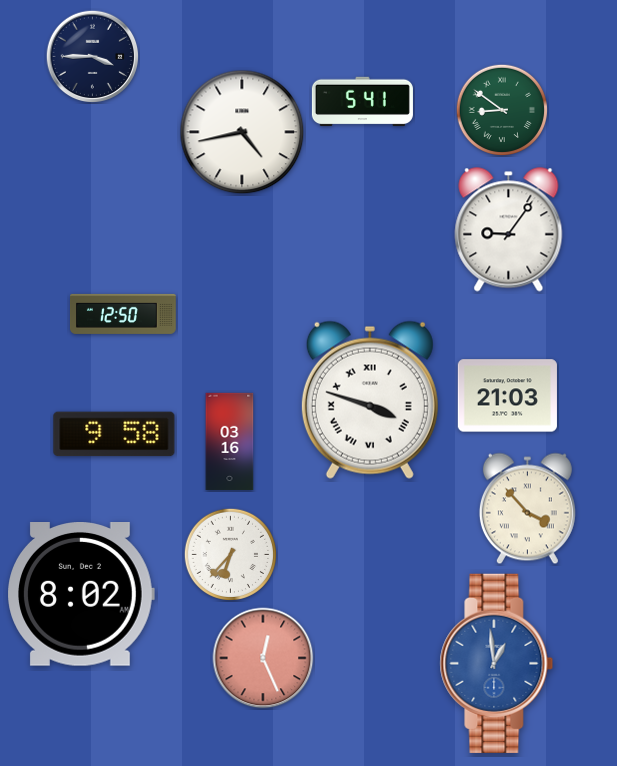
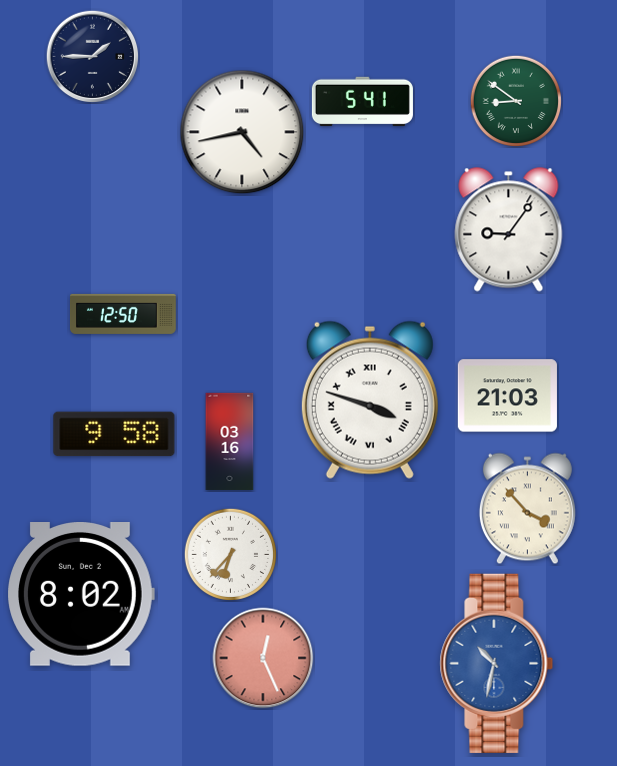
clock at (92, 56): 3:45 -> 1:45
clock at (501, 109) position: (501, 109) -> (515, 100)
clock at (497, 663): 12:59 -> 10:32
